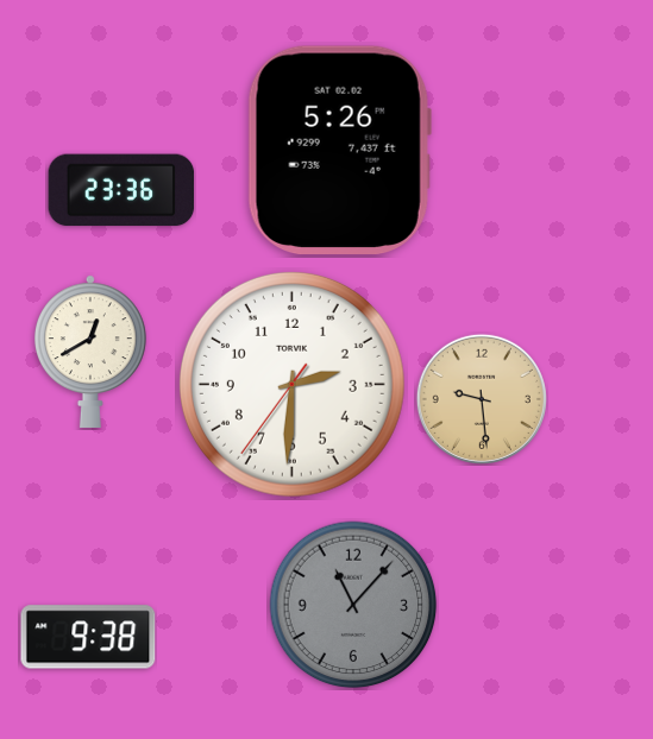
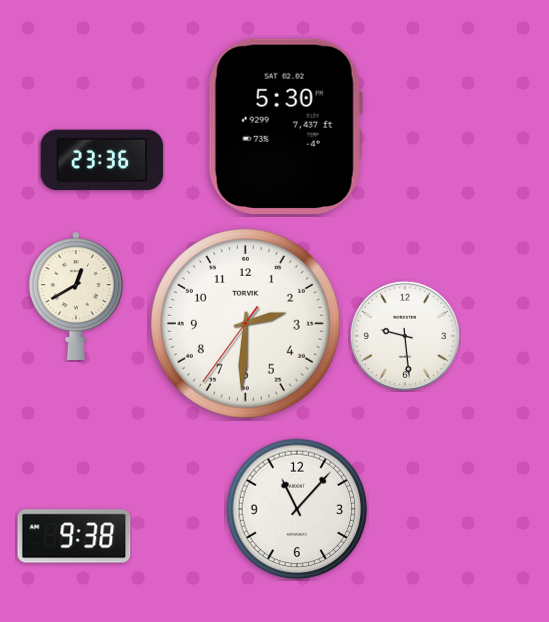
clock at (339, 150): 5:26 -> 5:30
clock at (482, 399) dial: champagne -> white
clock at (353, 605) dial: grey -> white
